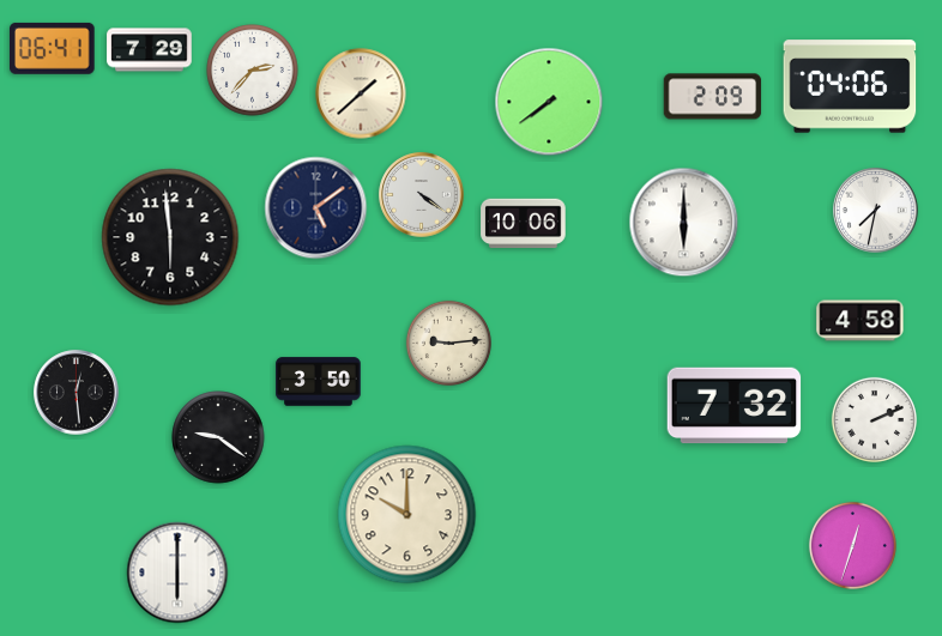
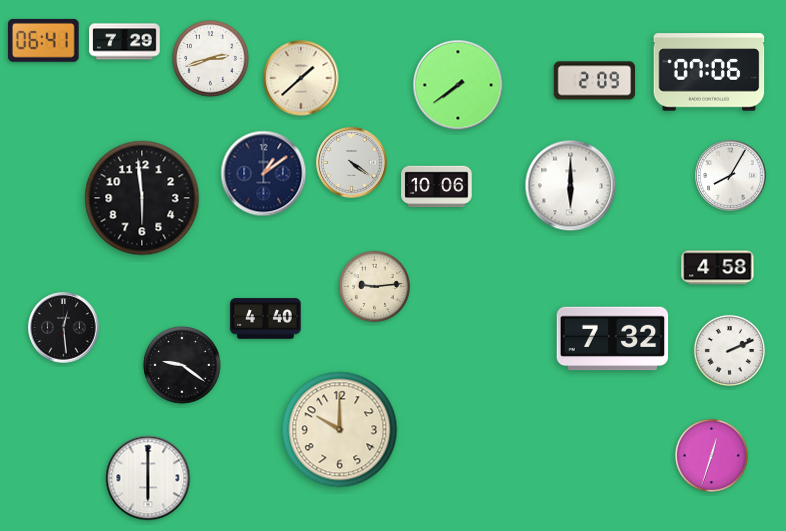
clock at (253, 71): 2:37 -> 2:42
clock at (850, 86): 04:06 -> 07:06
clock at (316, 208): 5:09 -> 1:09
clock at (876, 211): 7:32 -> 8:05
clock at (319, 382): 3:50 -> 4:40
